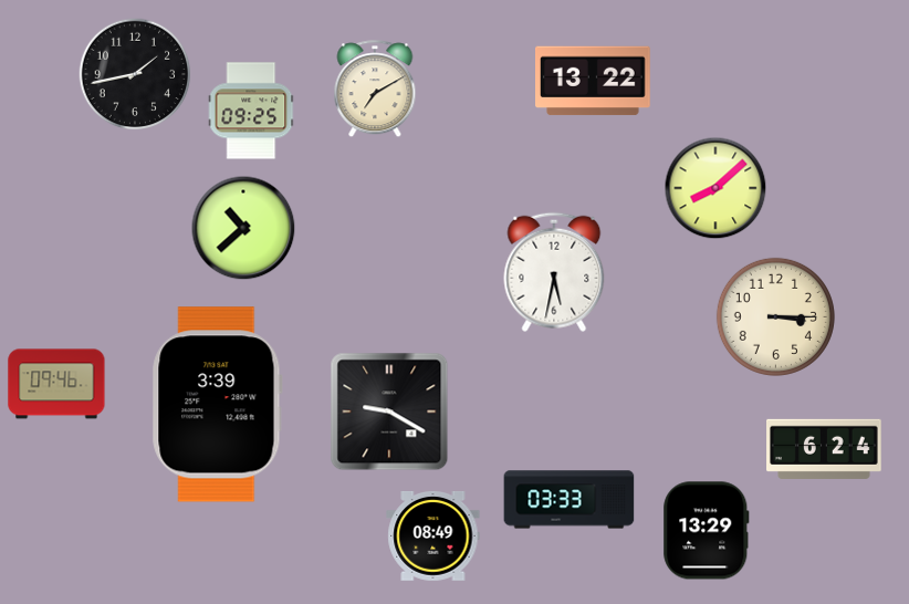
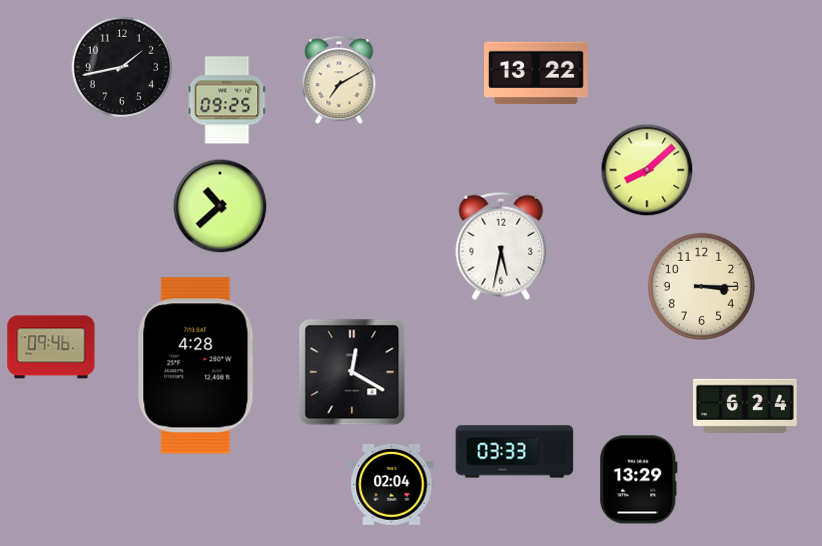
clock at (217, 405): 3:39 -> 4:28
clock at (389, 412): 9:20 -> 12:20
clock at (433, 535): 08:49 -> 02:04
